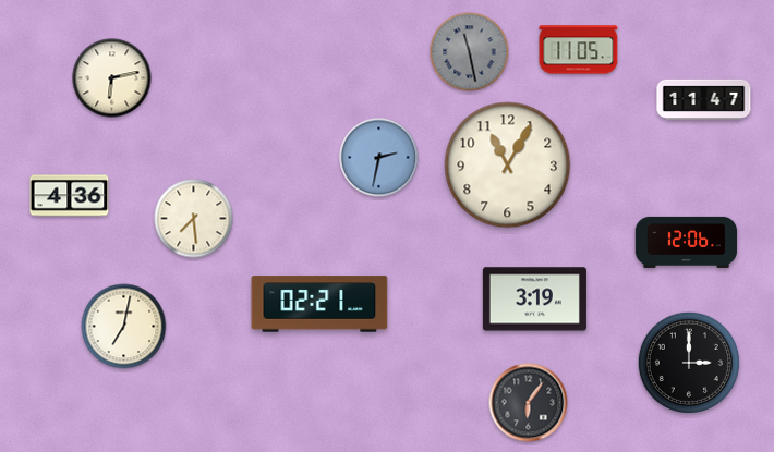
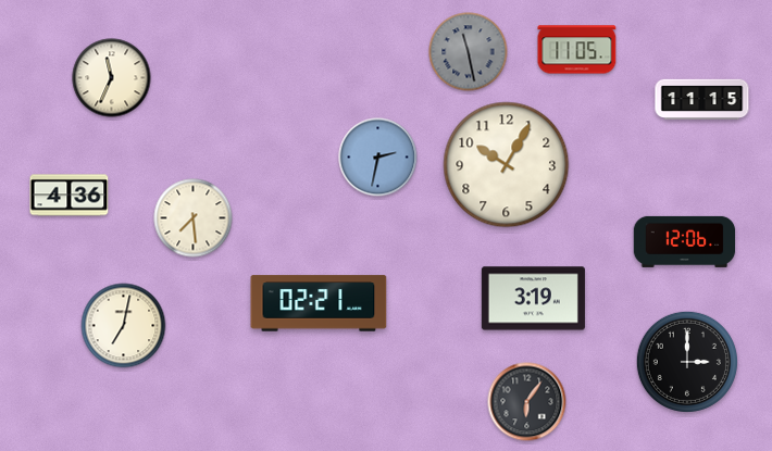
clock at (112, 78): 6:13 -> 11:34
clock at (704, 99): 11:47 -> 11:15
clock at (508, 166): 11:05 -> 10:05
